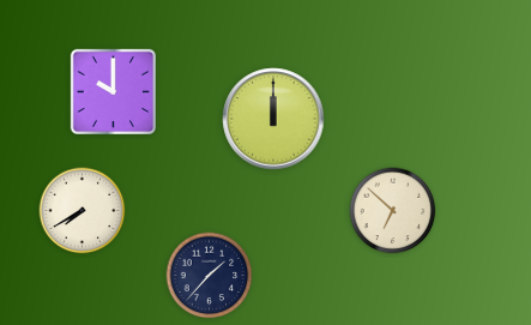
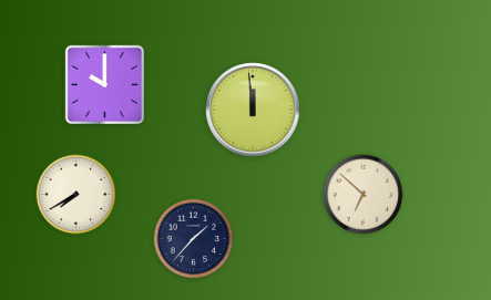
clock at (273, 119): 12:00 -> 11:59
clock at (210, 276) position: (210, 276) -> (194, 239)
